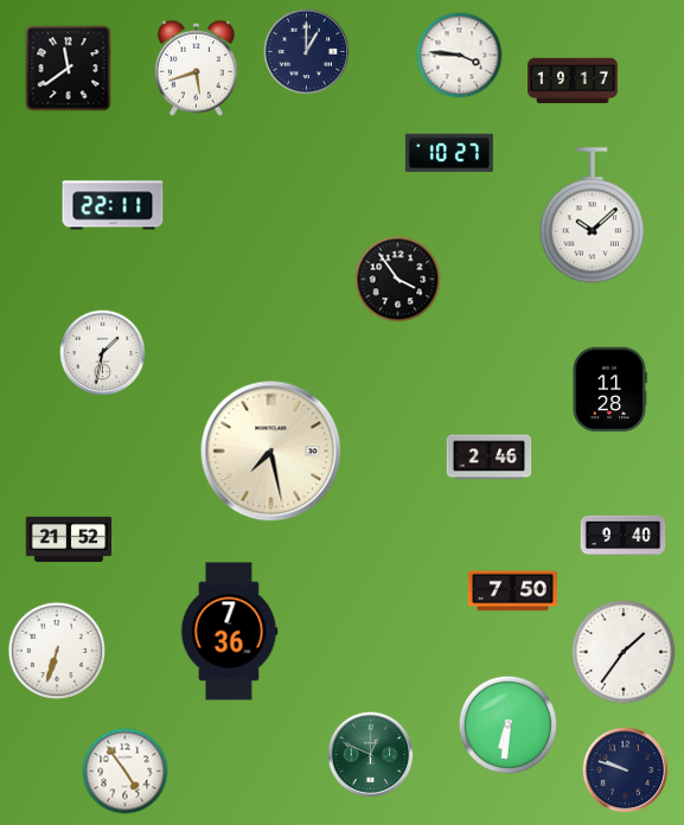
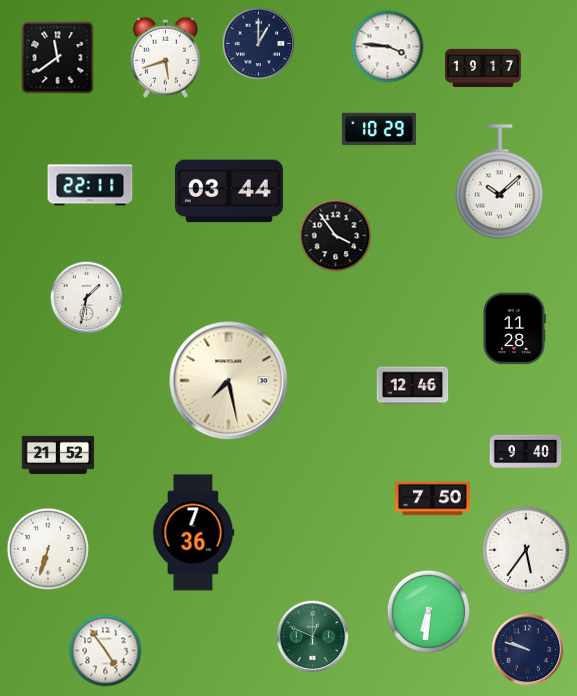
clock at (449, 153): 10:27 -> 10:29
clock at (113, 205) position: (113, 205) -> (90, 185)
clock at (229, 191): none -> 03:44
clock at (490, 458): 2:46 -> 12:46
clock at (624, 652): 1:36 -> 5:36
